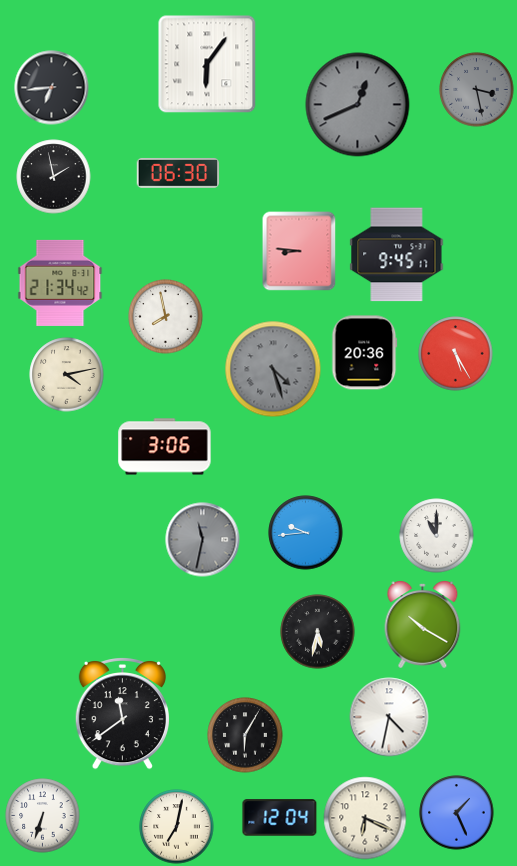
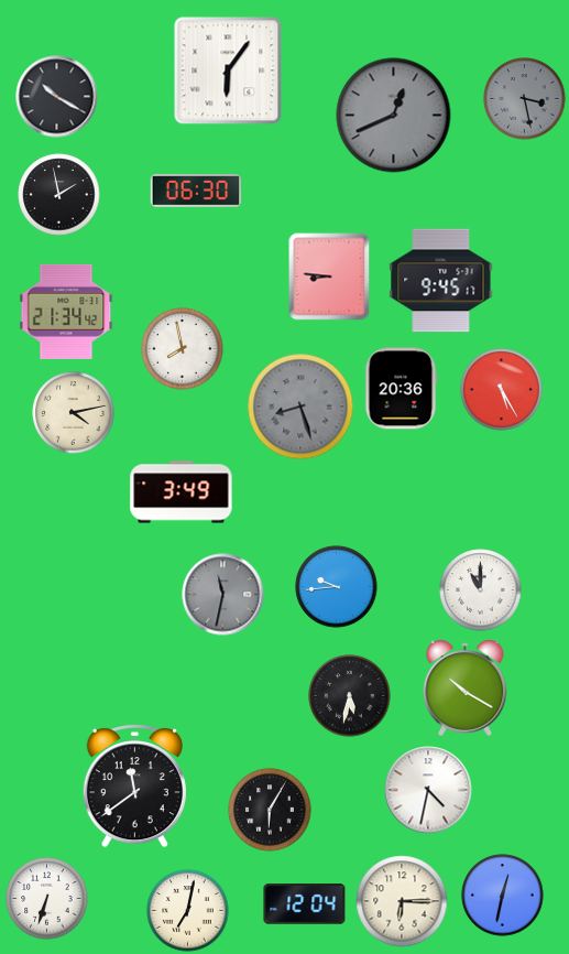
clock at (52, 88): 6:44 -> 10:20
clock at (397, 255) position: (397, 255) -> (441, 281)
clock at (273, 369): 4:27 -> 8:27
clock at (165, 447): 3:06 -> 3:49
clock at (457, 813): 1:26 -> 12:32
clock at (280, 818) position: (280, 818) -> (305, 904)
clock at (365, 818): 6:19 -> 6:15
clock at (177, 827) position: (177, 827) -> (188, 911)
